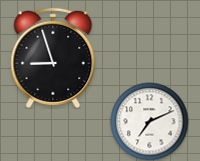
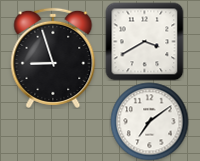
clock at (144, 41): none -> 3:40
clock at (149, 121): 7:11 -> 7:09
